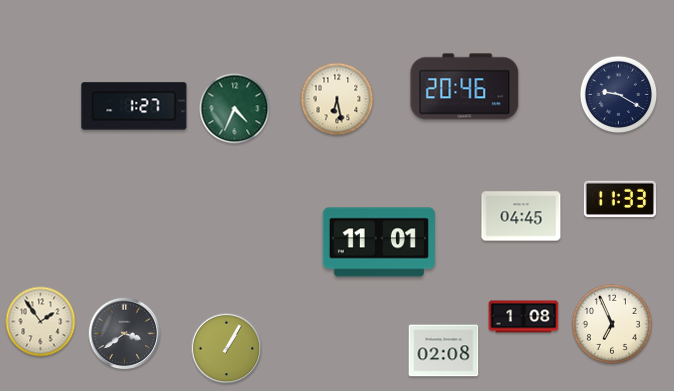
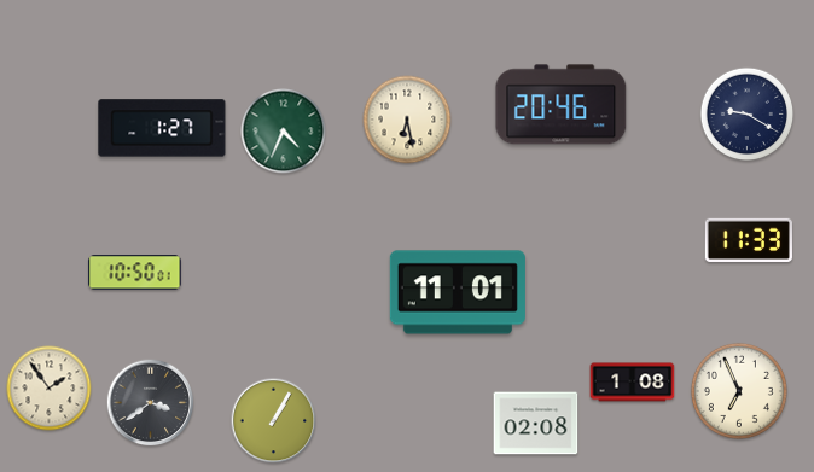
clock at (521, 216): 04:45 -> none
clock at (135, 273): none -> 10:50
